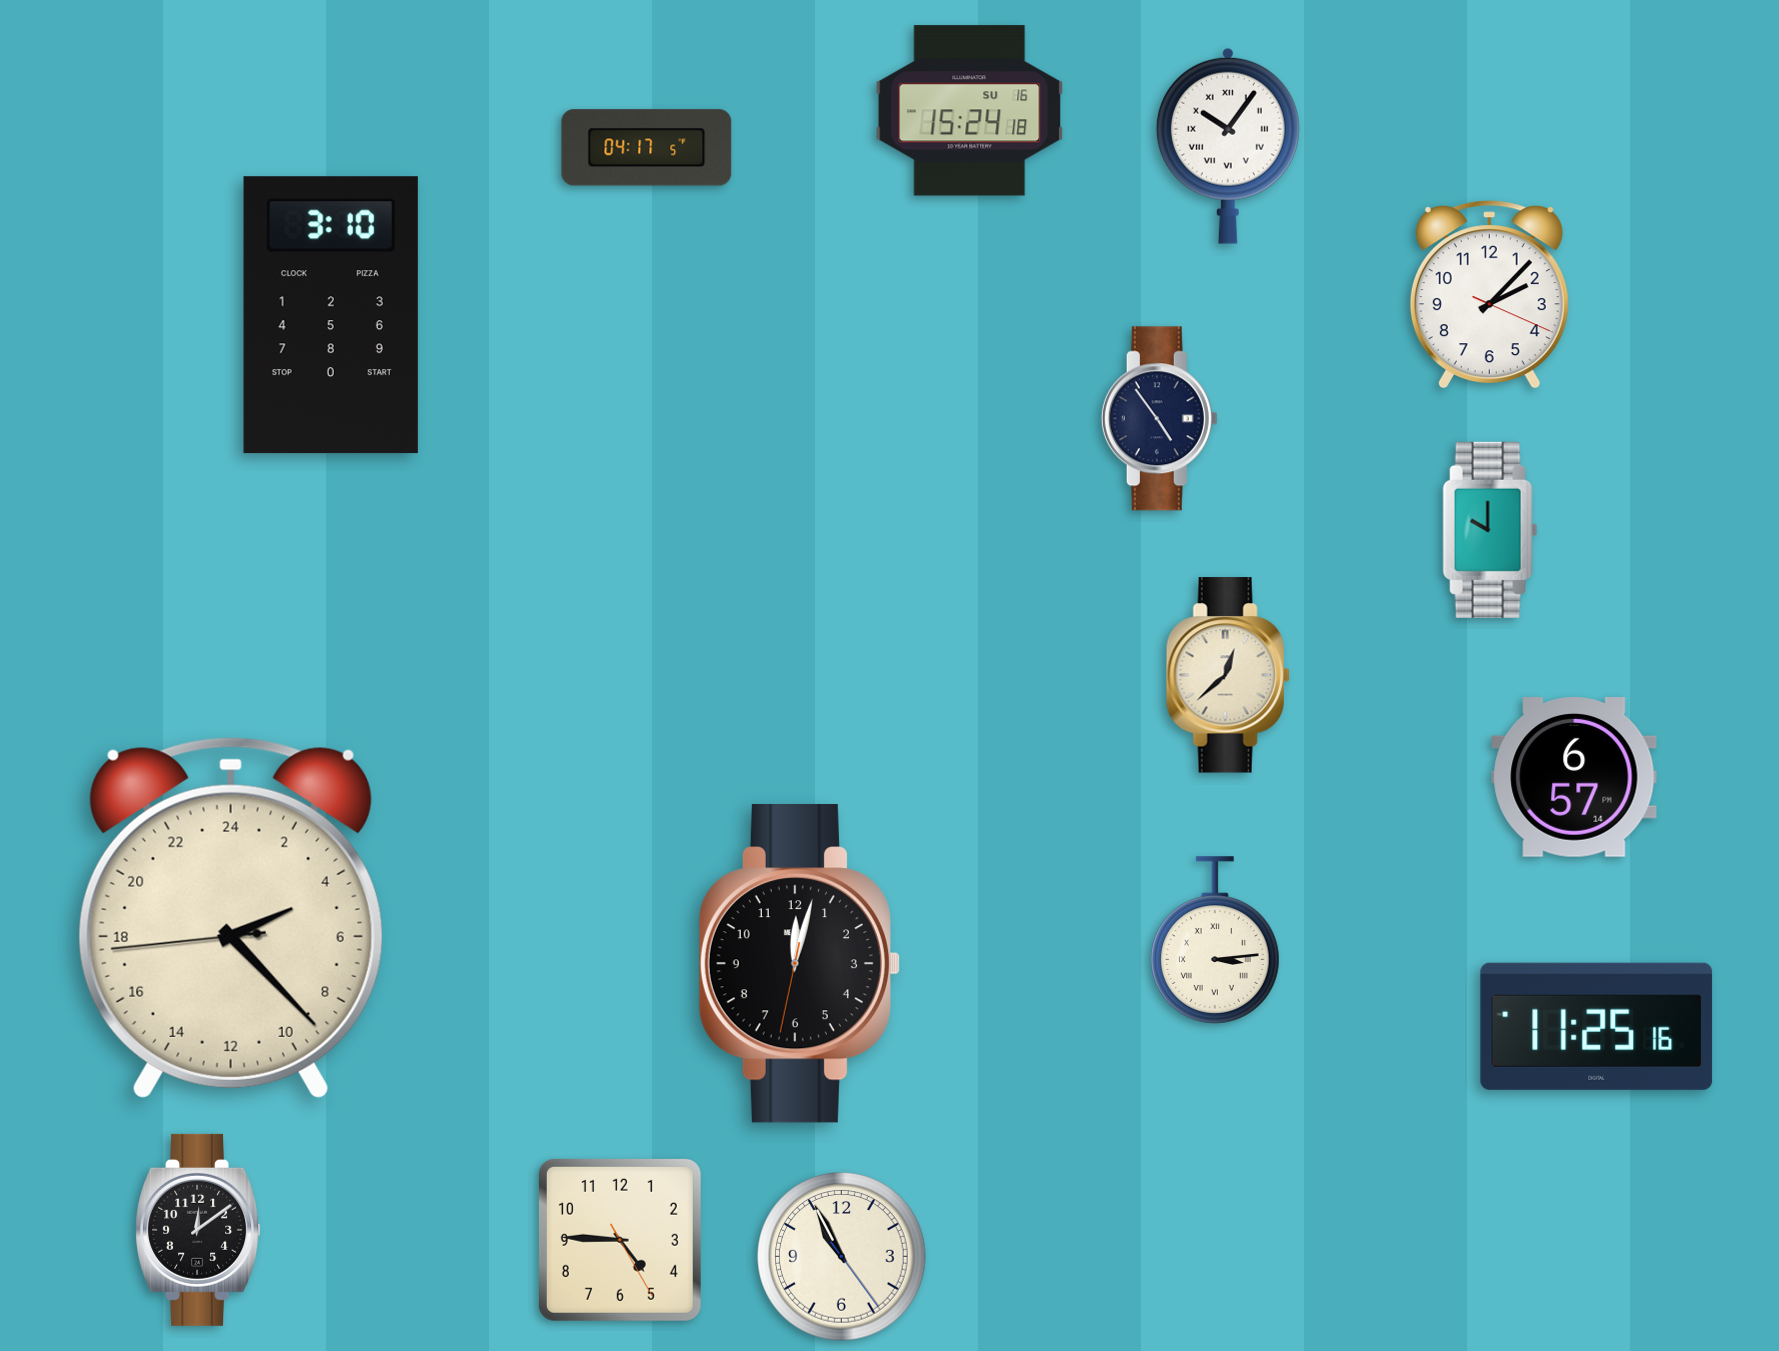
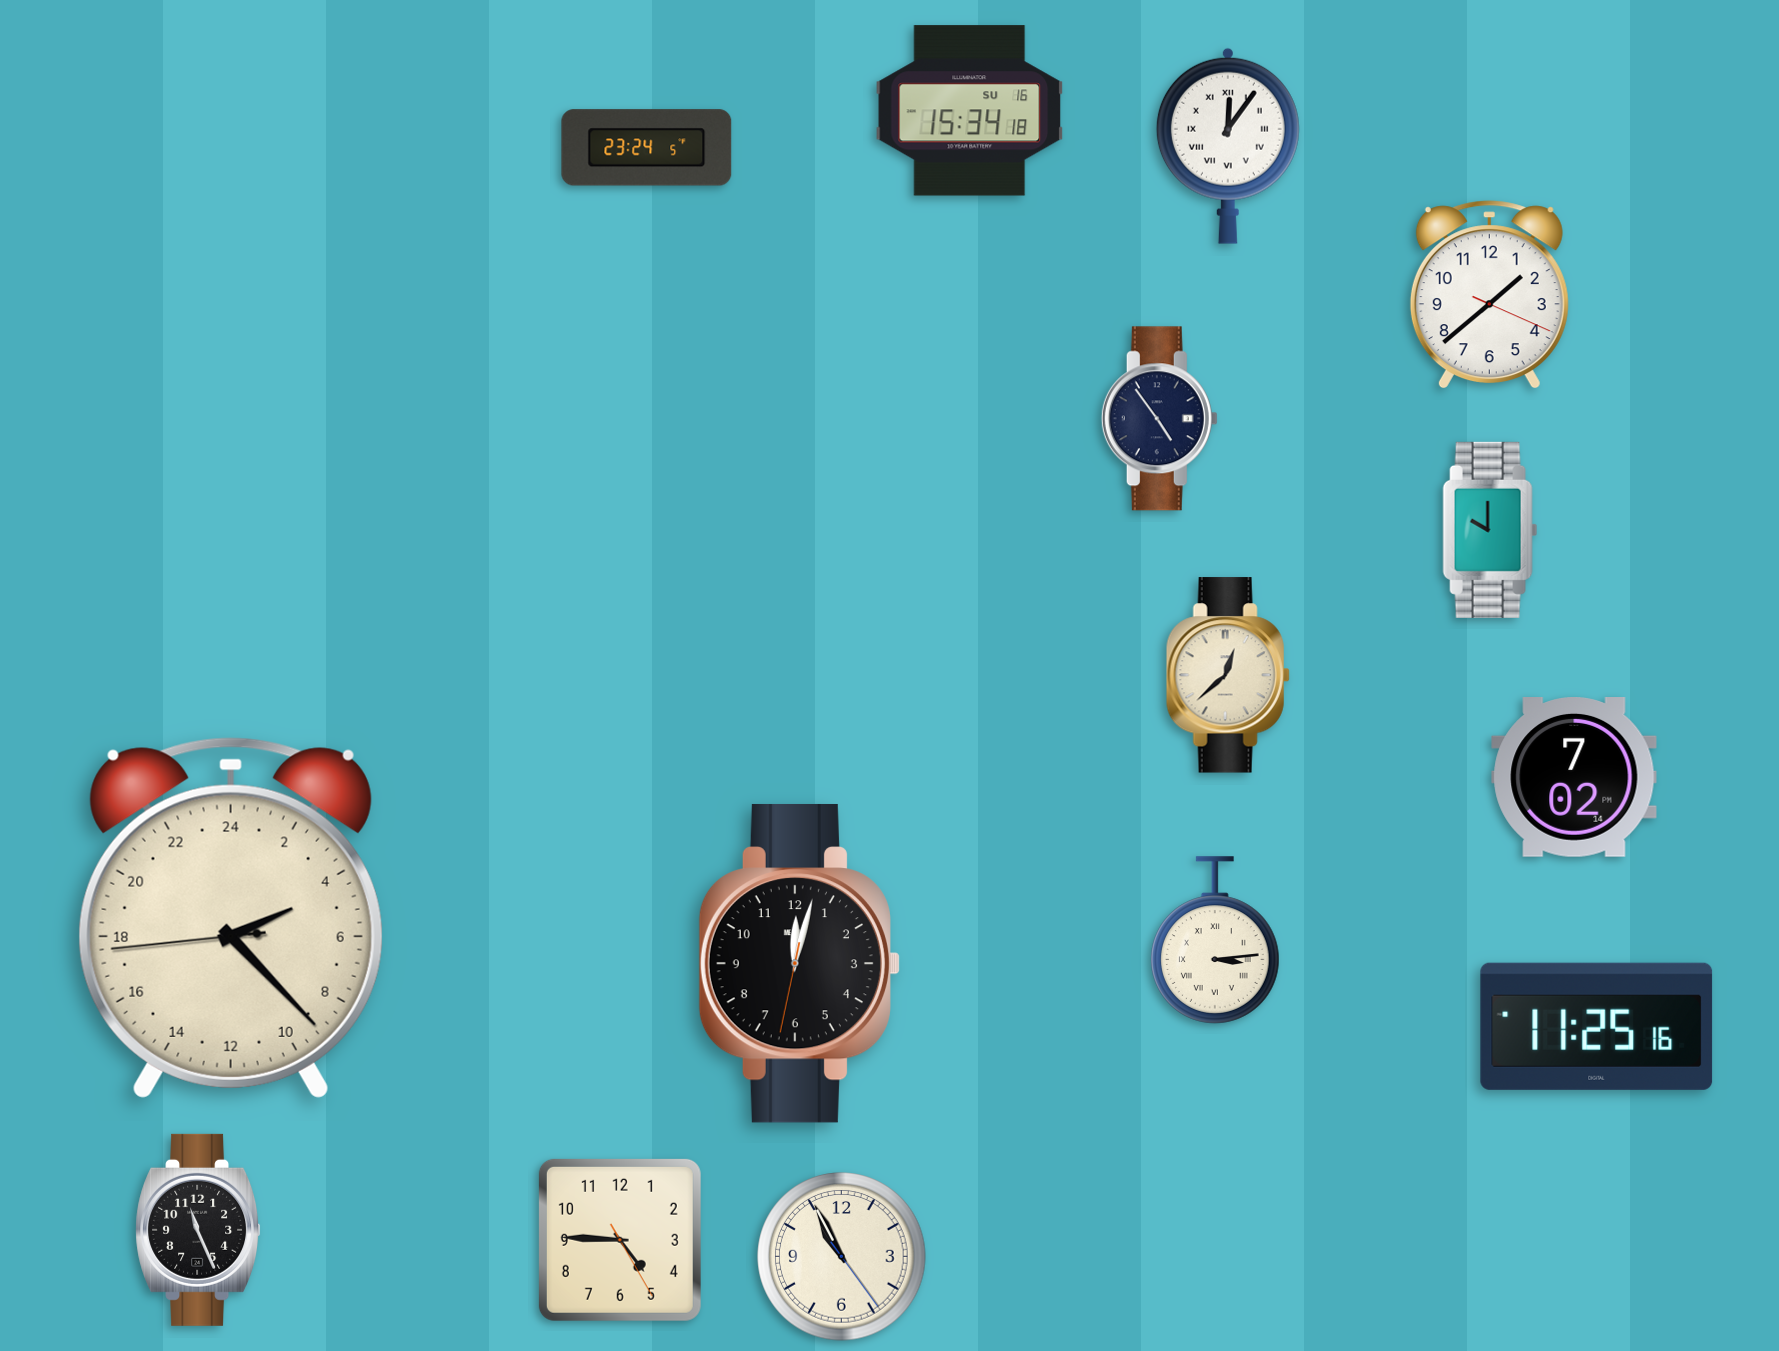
clock at (970, 111): 15:24 -> 15:34
clock at (1228, 146): 10:06 -> 12:06
clock at (647, 148): 04:17 -> 23:24
clock at (1489, 295): 2:07 -> 1:38
clock at (331, 315): 3:10 -> none
clock at (1574, 778): 6:57 -> 7:02
clock at (198, 1230): 12:09 -> 11:26
